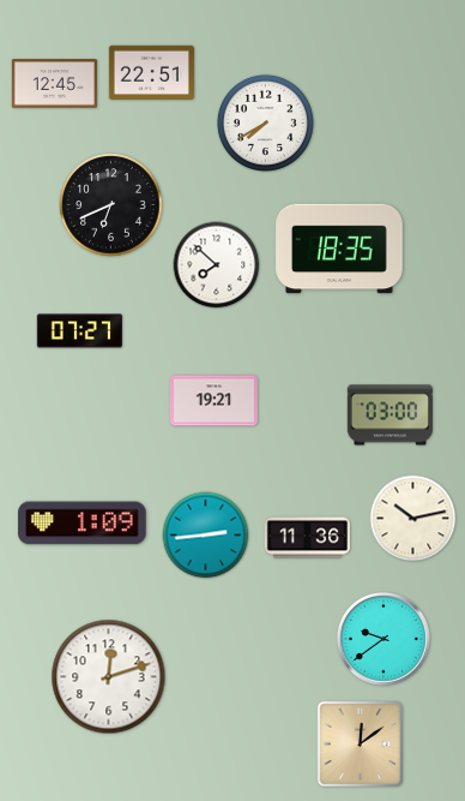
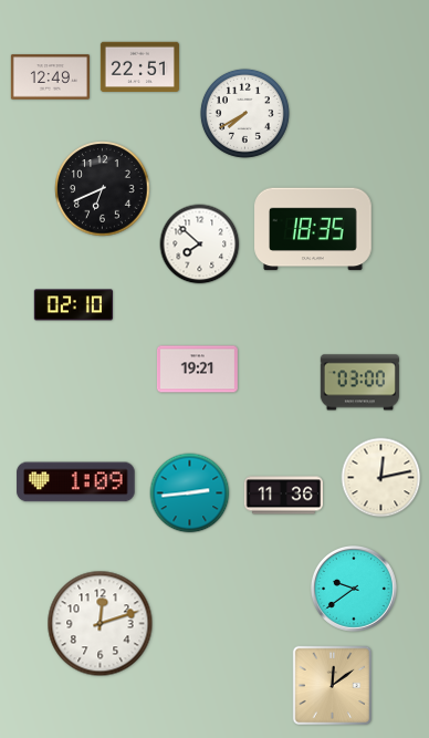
clock at (54, 84): 12:45 -> 12:49
clock at (79, 331): 07:27 -> 02:10
clock at (413, 519): 10:13 -> 12:13
